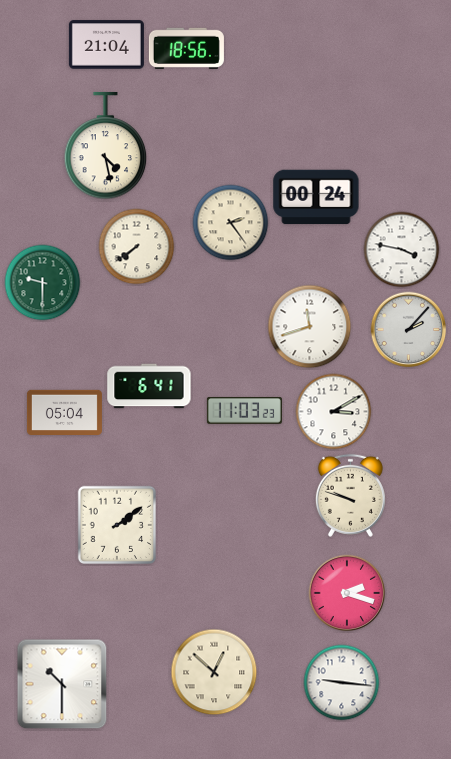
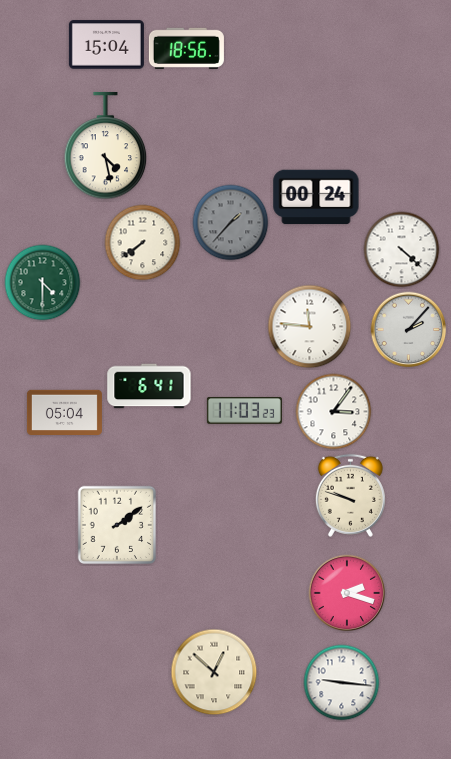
clock at (106, 45): 21:04 -> 15:04
clock at (231, 223): 2:24 -> 1:37
clock at (231, 223) dial: cream -> grey
clock at (137, 247) position: (137, 247) -> (143, 243)
clock at (402, 250): 3:47 -> 4:22
clock at (43, 283): 9:30 -> 4:30
clock at (310, 327): 11:42 -> 11:46
clock at (334, 412): 3:10 -> 3:06
clock at (62, 684): 10:30 -> none
